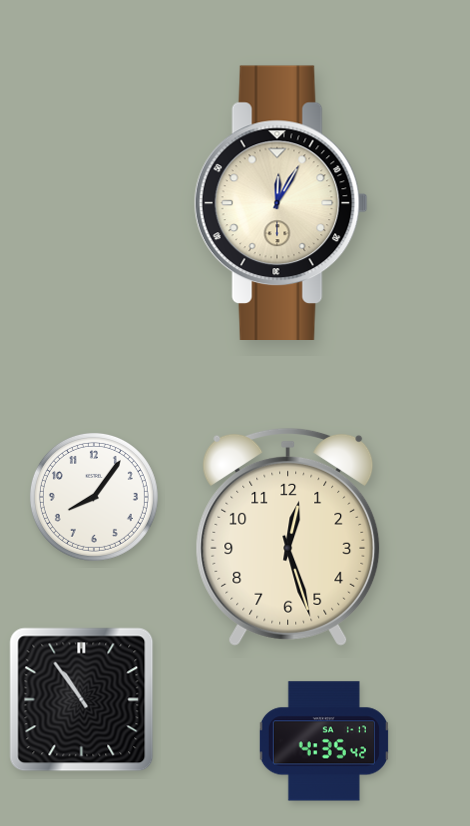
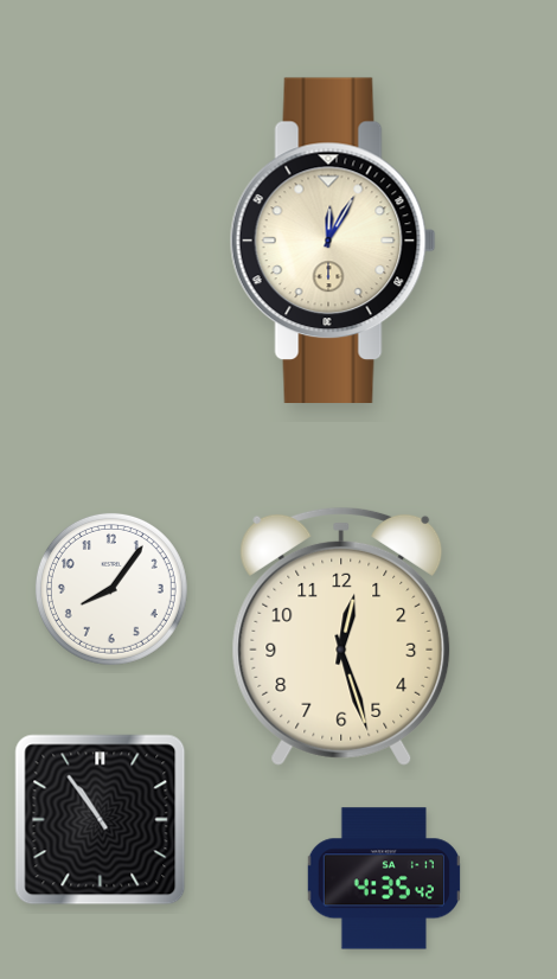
clock at (82, 700) position: (82, 700) -> (101, 820)
